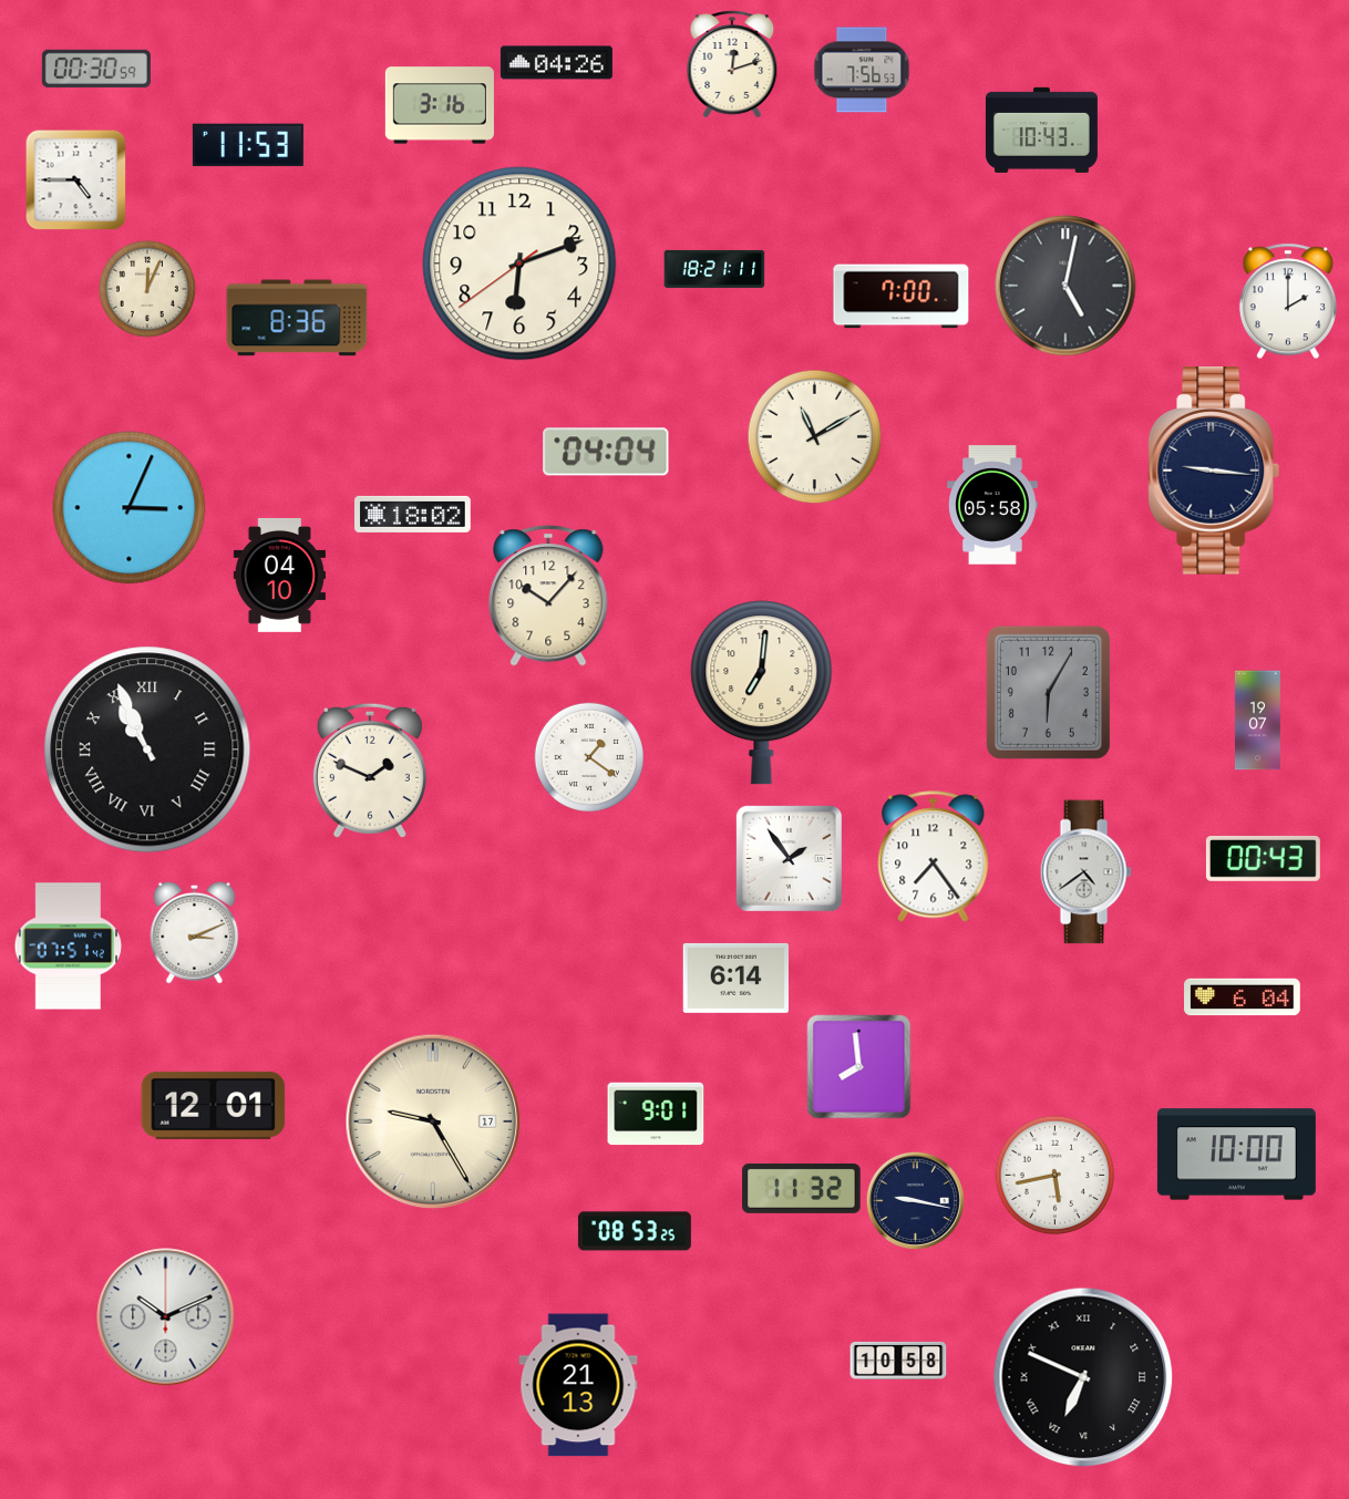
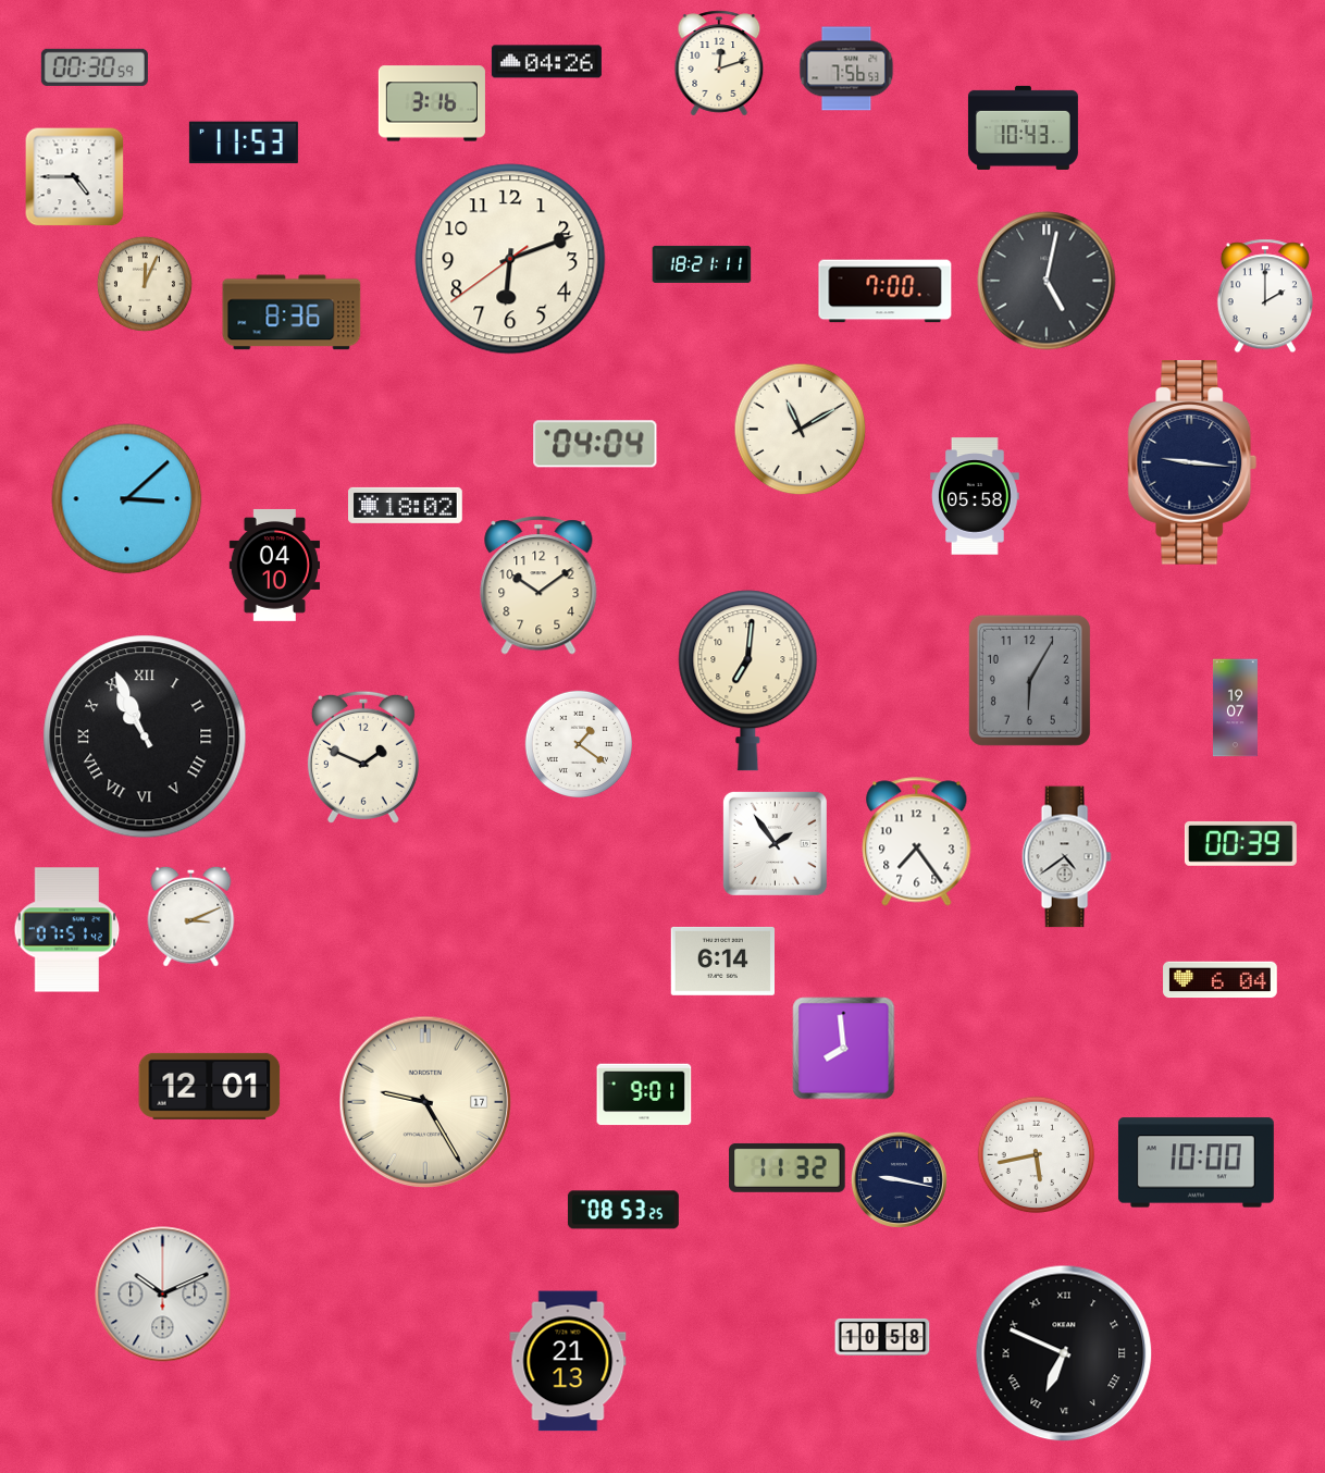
clock at (130, 508): 3:04 -> 3:08
clock at (548, 596): 10:07 -> 10:09
clock at (1263, 859): 00:43 -> 00:39
clock at (1236, 1155) position: (1236, 1155) -> (1196, 1163)
